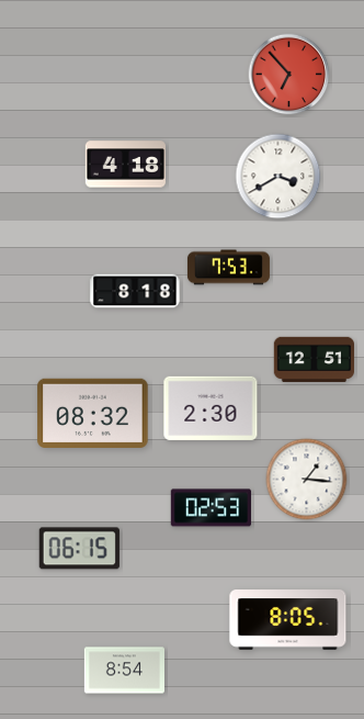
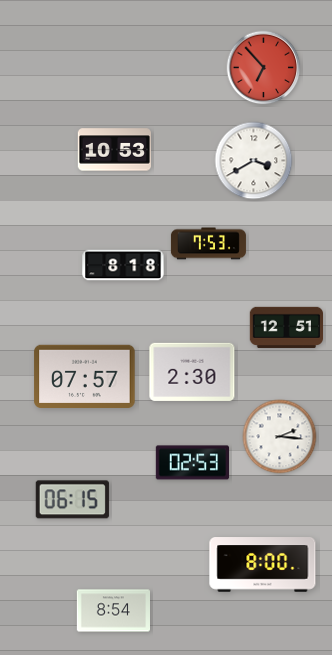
clock at (125, 165): 4:18 -> 10:53
clock at (93, 413): 08:32 -> 07:57
clock at (307, 480): 1:16 -> 2:16
clock at (288, 620): 8:05 -> 8:00
